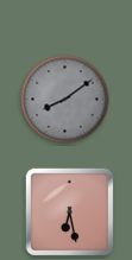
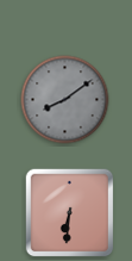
clock at (70, 213): 6:28 -> 6:31
